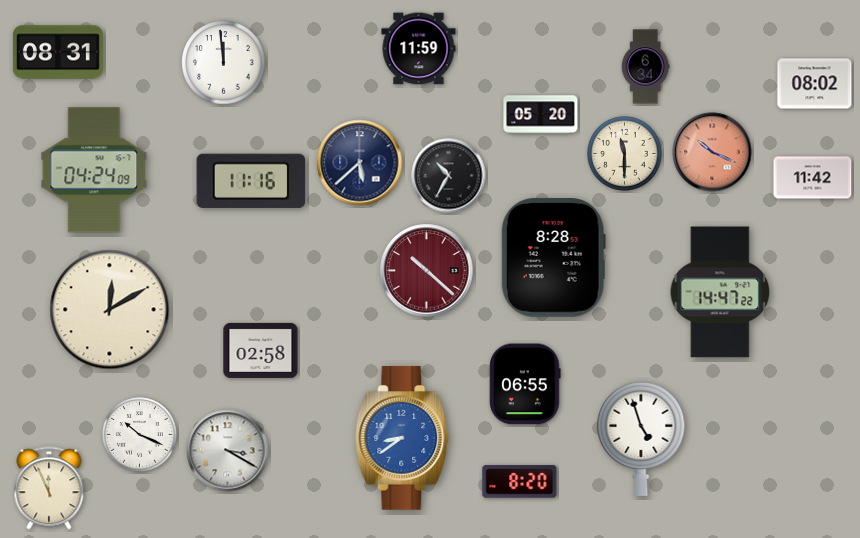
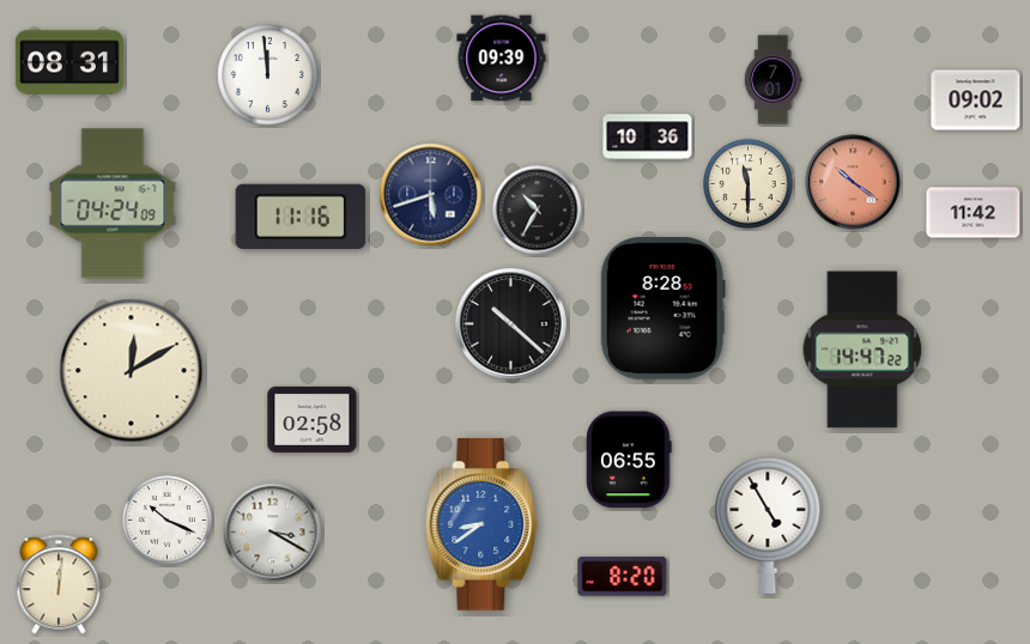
clock at (419, 49): 11:59 -> 09:39
clock at (645, 67): 6:34 -> 7:01
clock at (815, 84): 08:02 -> 09:02
clock at (541, 115): 05:20 -> 10:36
clock at (712, 152): 10:19 -> 10:21
clock at (360, 163): 5:38 -> 5:42
clock at (427, 271) dial: burgundy -> black
clock at (641, 439): 4:57 -> 4:55
clock at (228, 451) position: (228, 451) -> (273, 533)
clock at (49, 488): 11:56 -> 12:01
